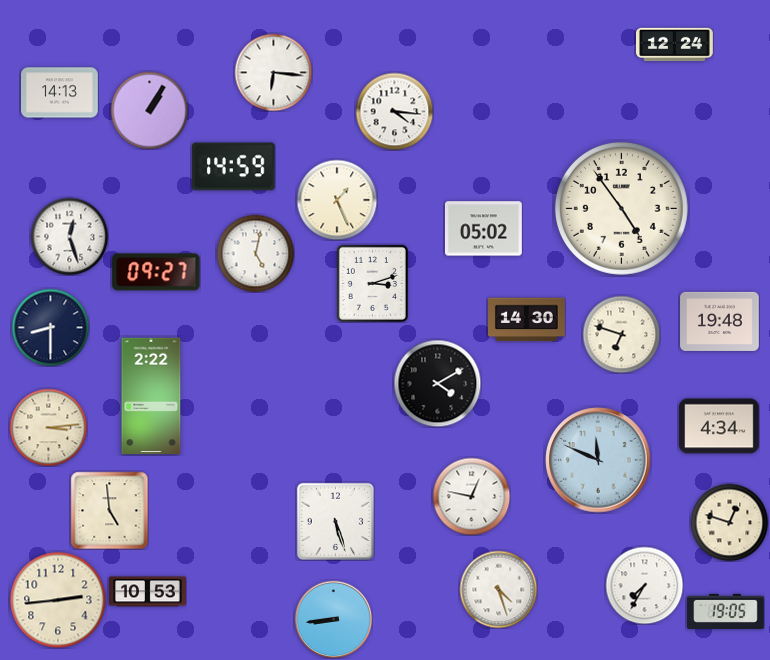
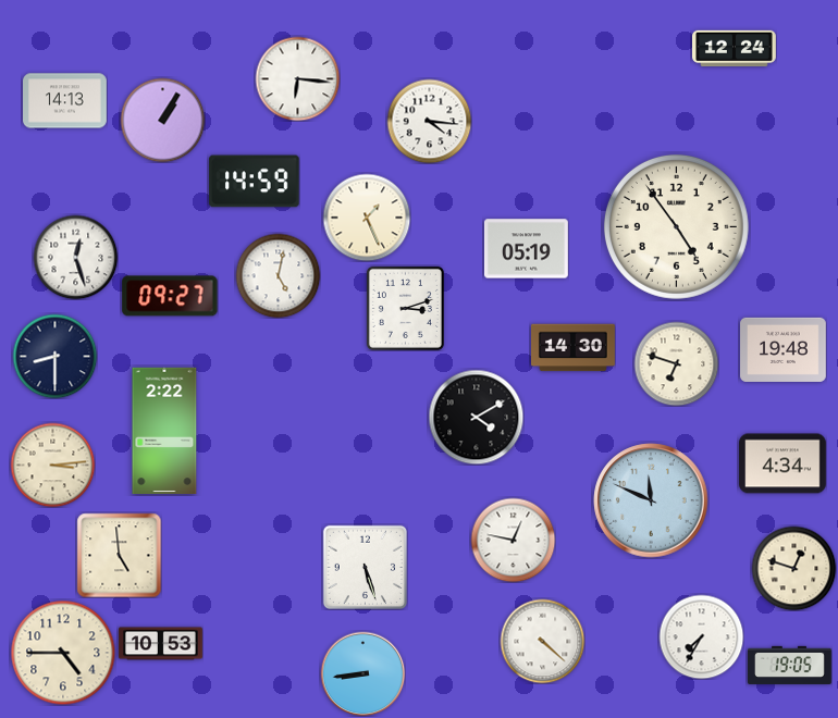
clock at (483, 229): 05:02 -> 05:19
clock at (498, 589): 4:27 -> 4:22
clock at (58, 600): 2:44 -> 4:45
